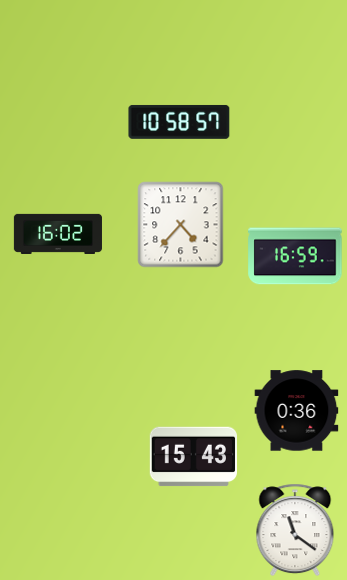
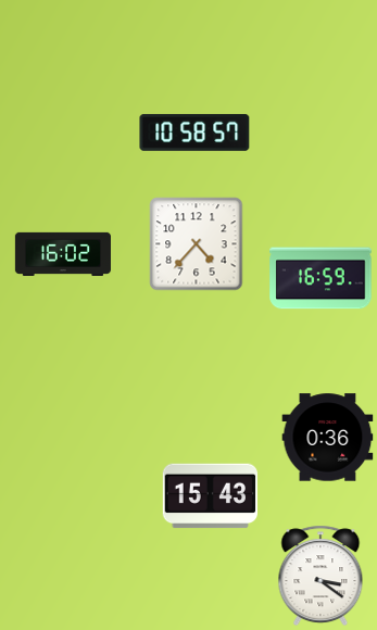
clock at (297, 411) position: (297, 411) -> (328, 438)
clock at (295, 530): 11:21 -> 3:21
